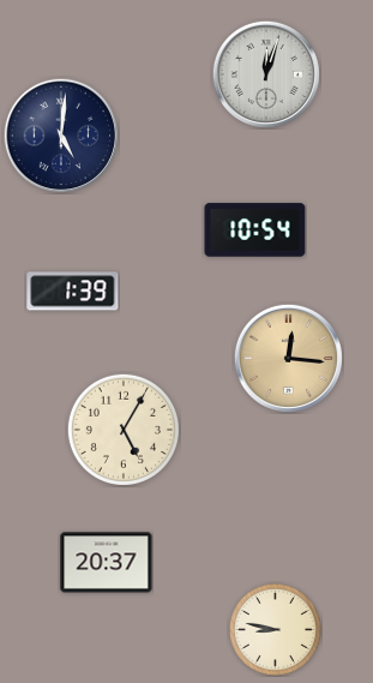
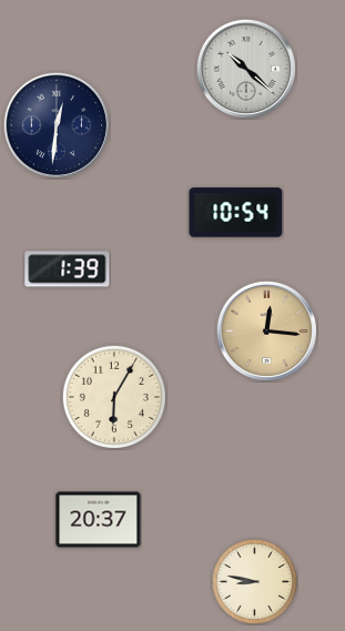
clock at (266, 74): 12:03 -> 10:22
clock at (61, 136): 5:01 -> 12:31
clock at (124, 430): 5:05 -> 6:05
